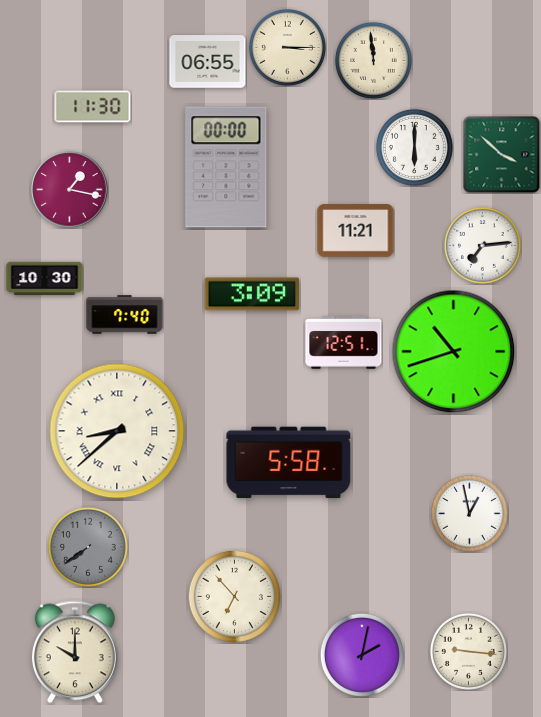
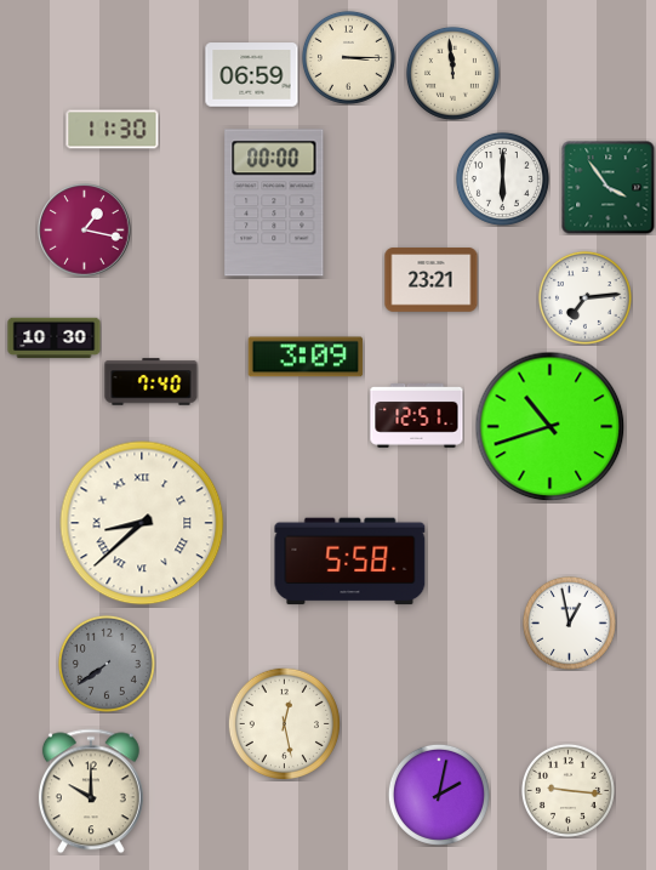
clock at (208, 62): 06:55 -> 06:59
clock at (502, 155): 3:52 -> 3:54
clock at (356, 231): 11:21 -> 23:21
clock at (234, 596): 6:53 -> 12:28
